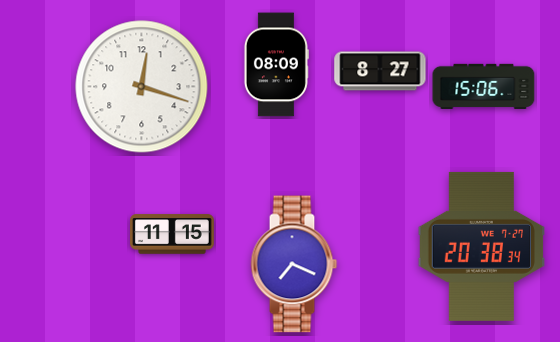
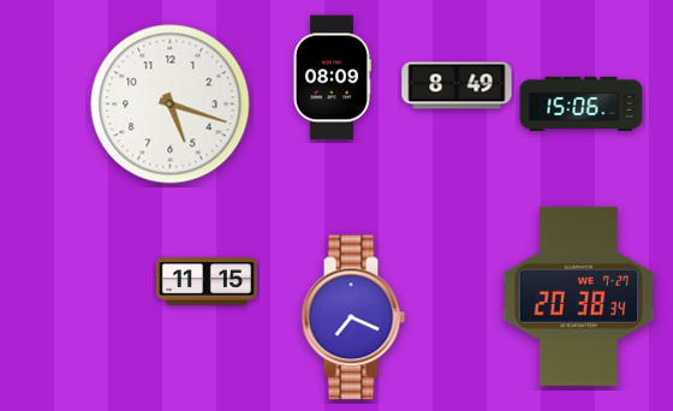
clock at (380, 71): 8:27 -> 8:49
clock at (142, 87): 12:18 -> 5:18
